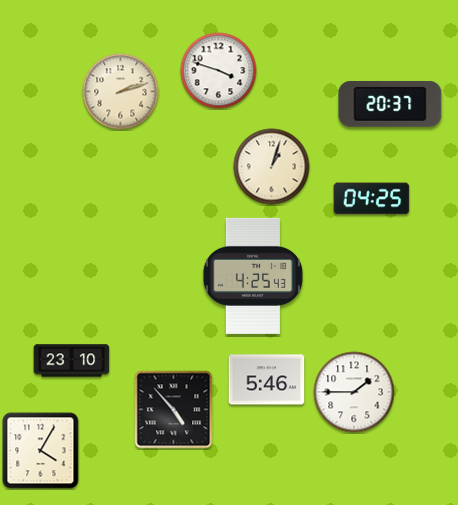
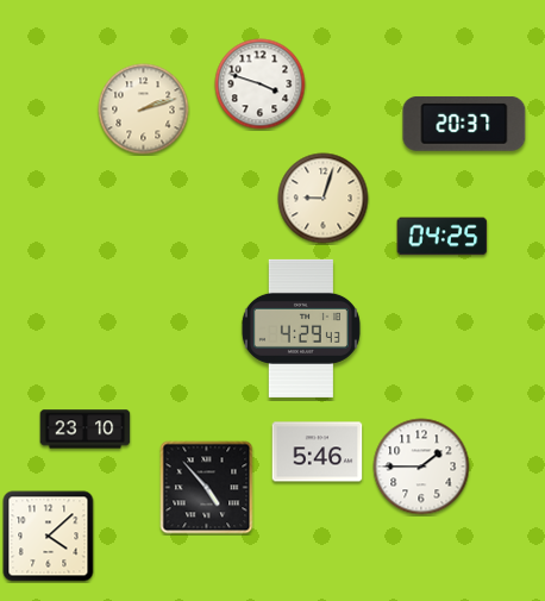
clock at (272, 167): 1:03 -> 9:03
clock at (253, 276): 4:25 -> 4:29
clock at (41, 451): 4:05 -> 4:08
